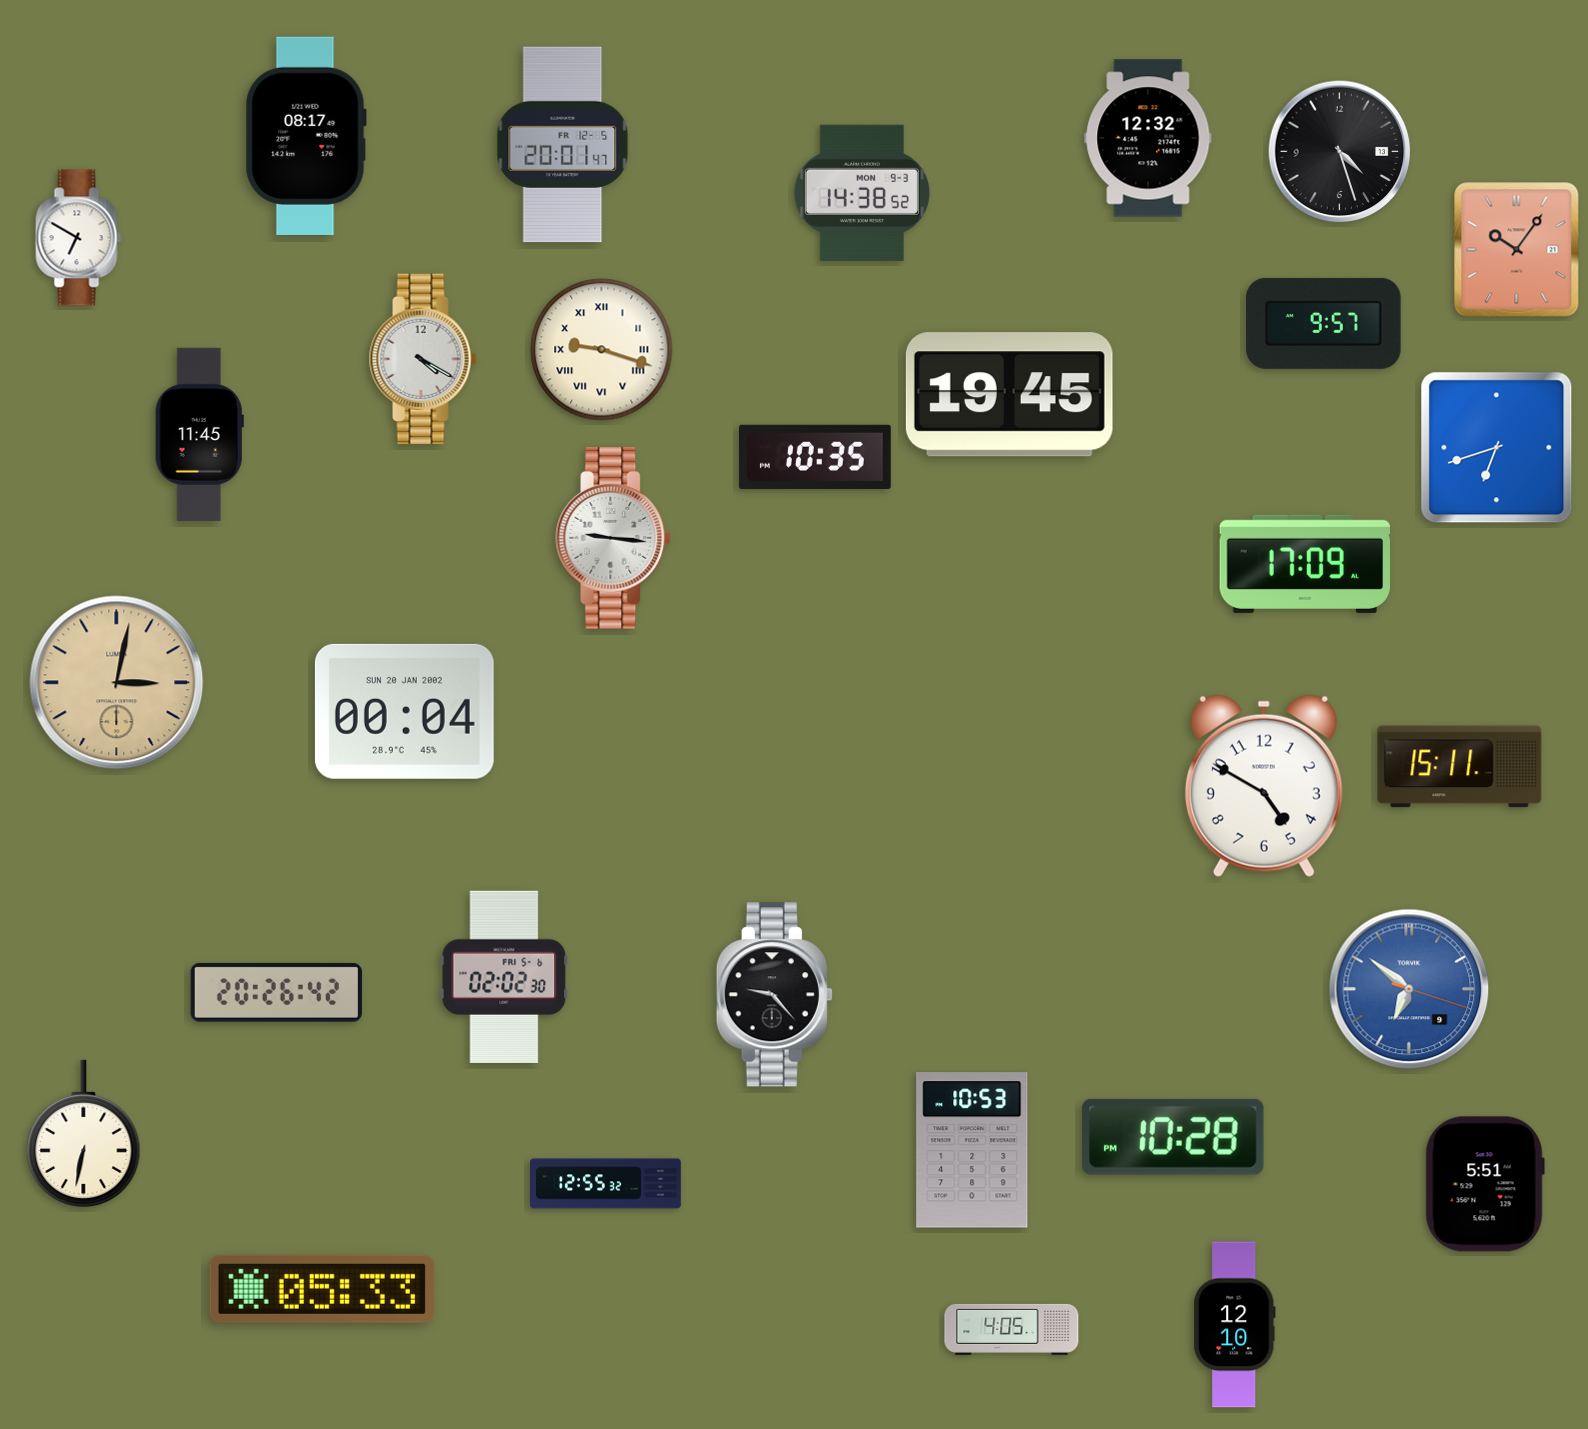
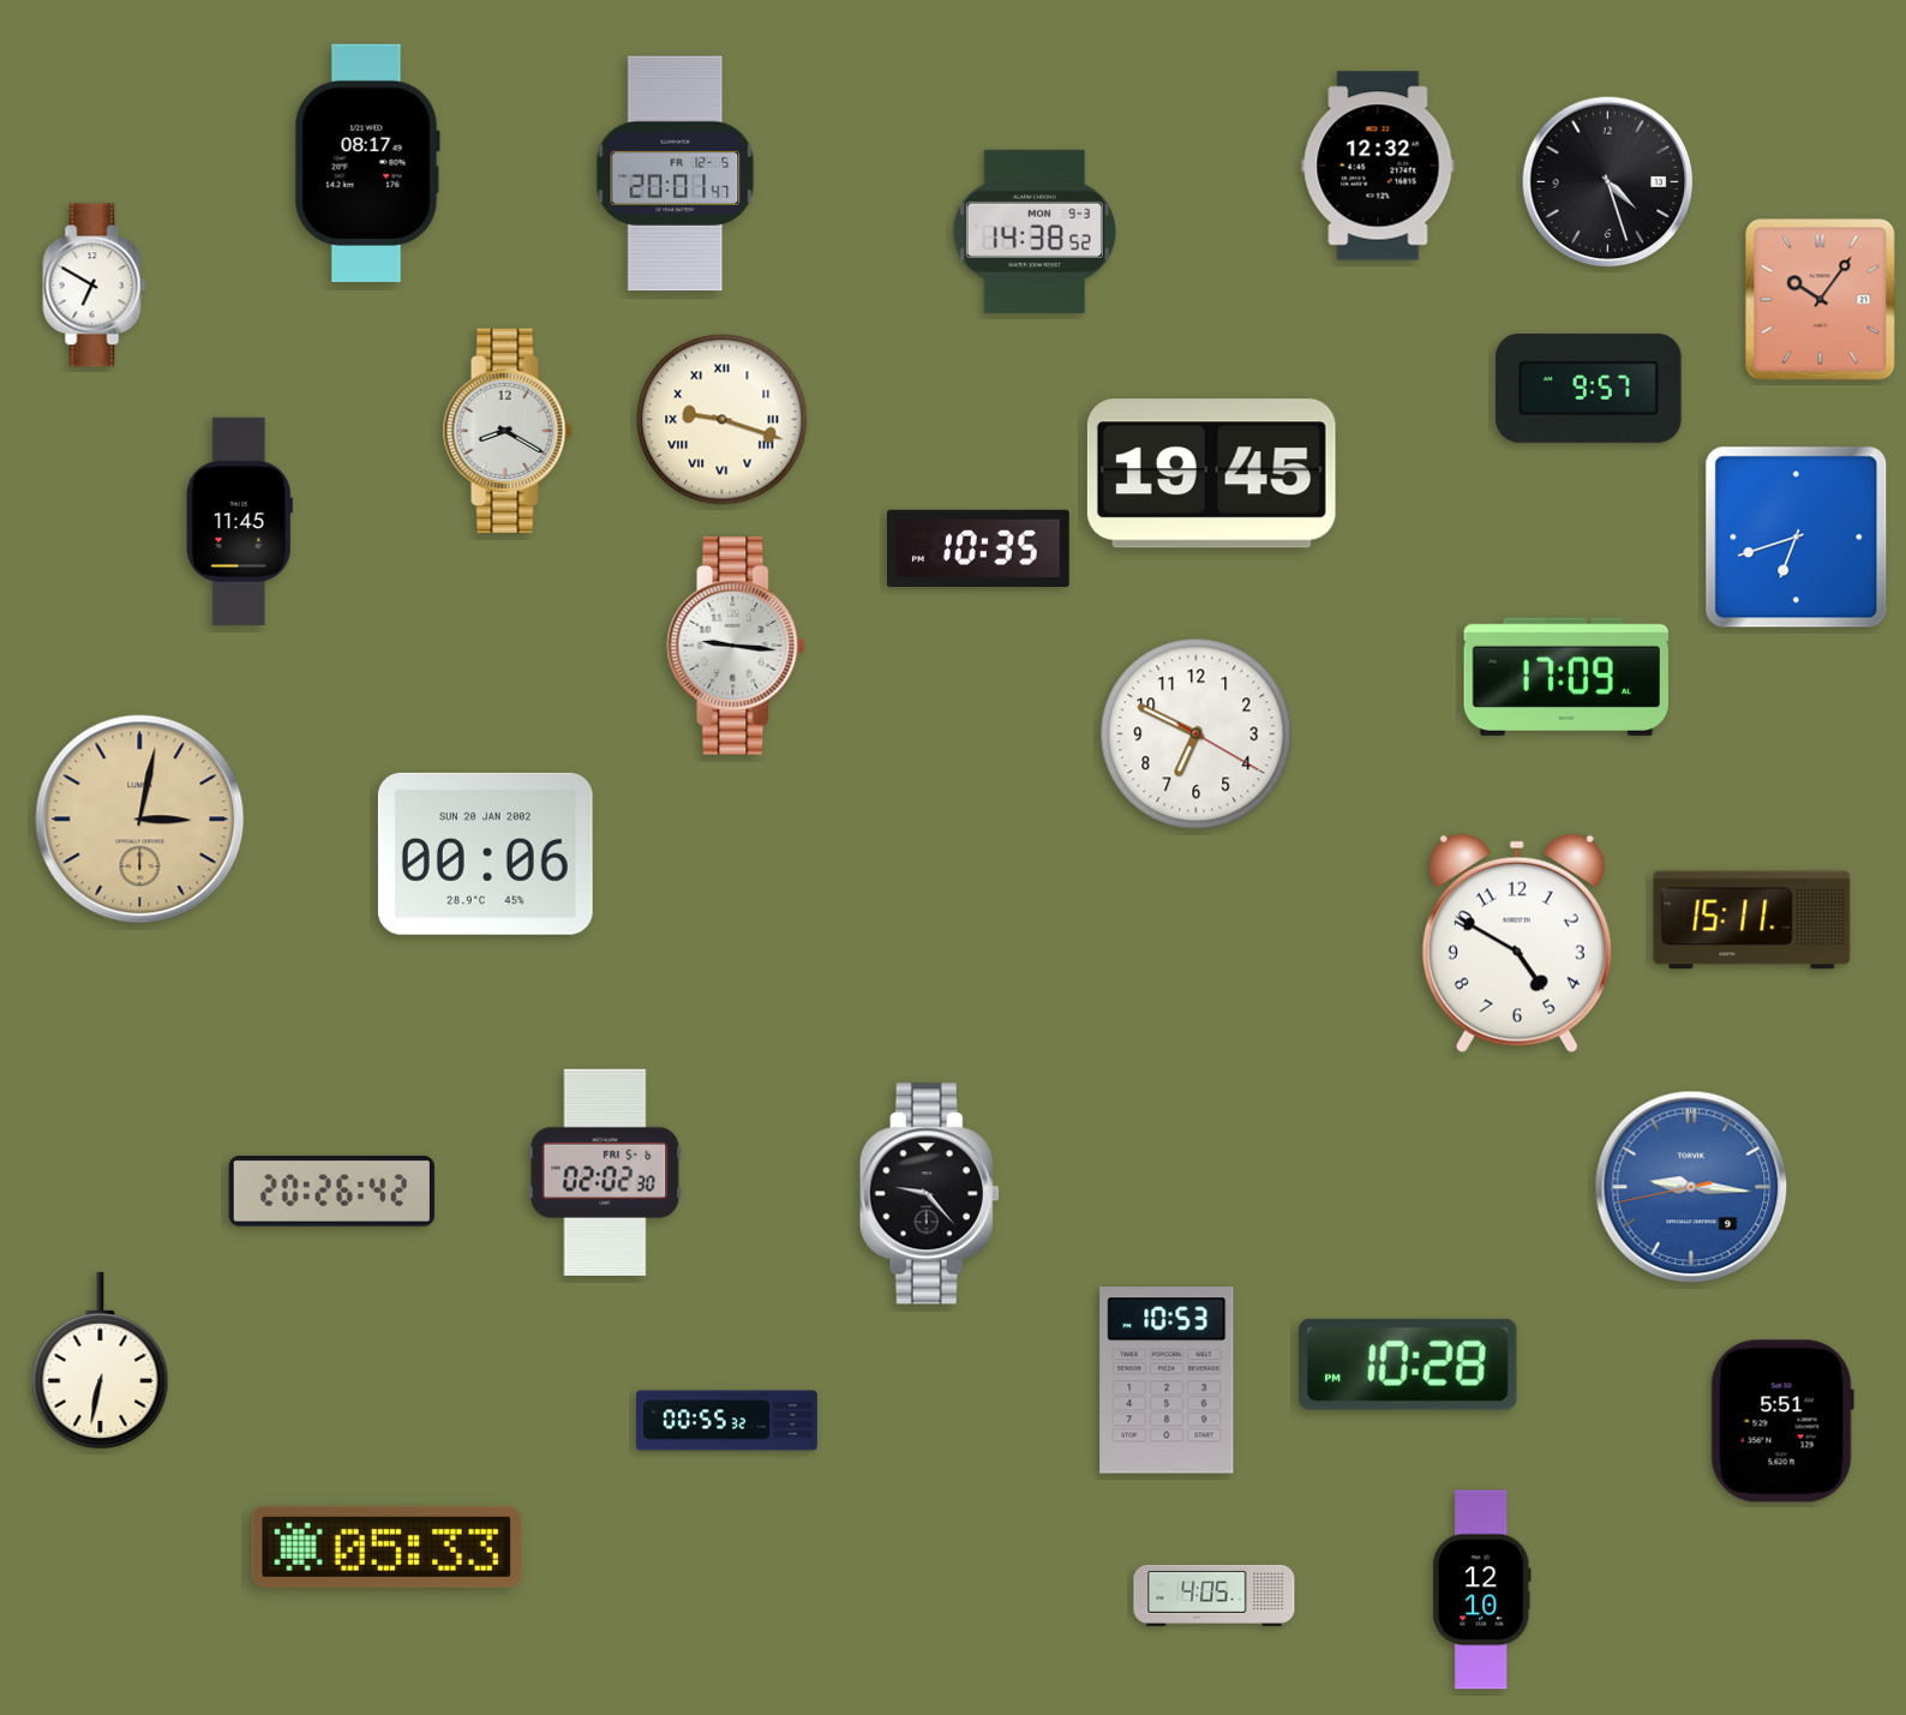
clock at (423, 358): 4:20 -> 8:20
clock at (1197, 734): none -> 6:49
clock at (404, 711): 00:04 -> 00:06
clock at (1409, 989): 6:51 -> 9:15
clock at (606, 1184): 12:55 -> 00:55
